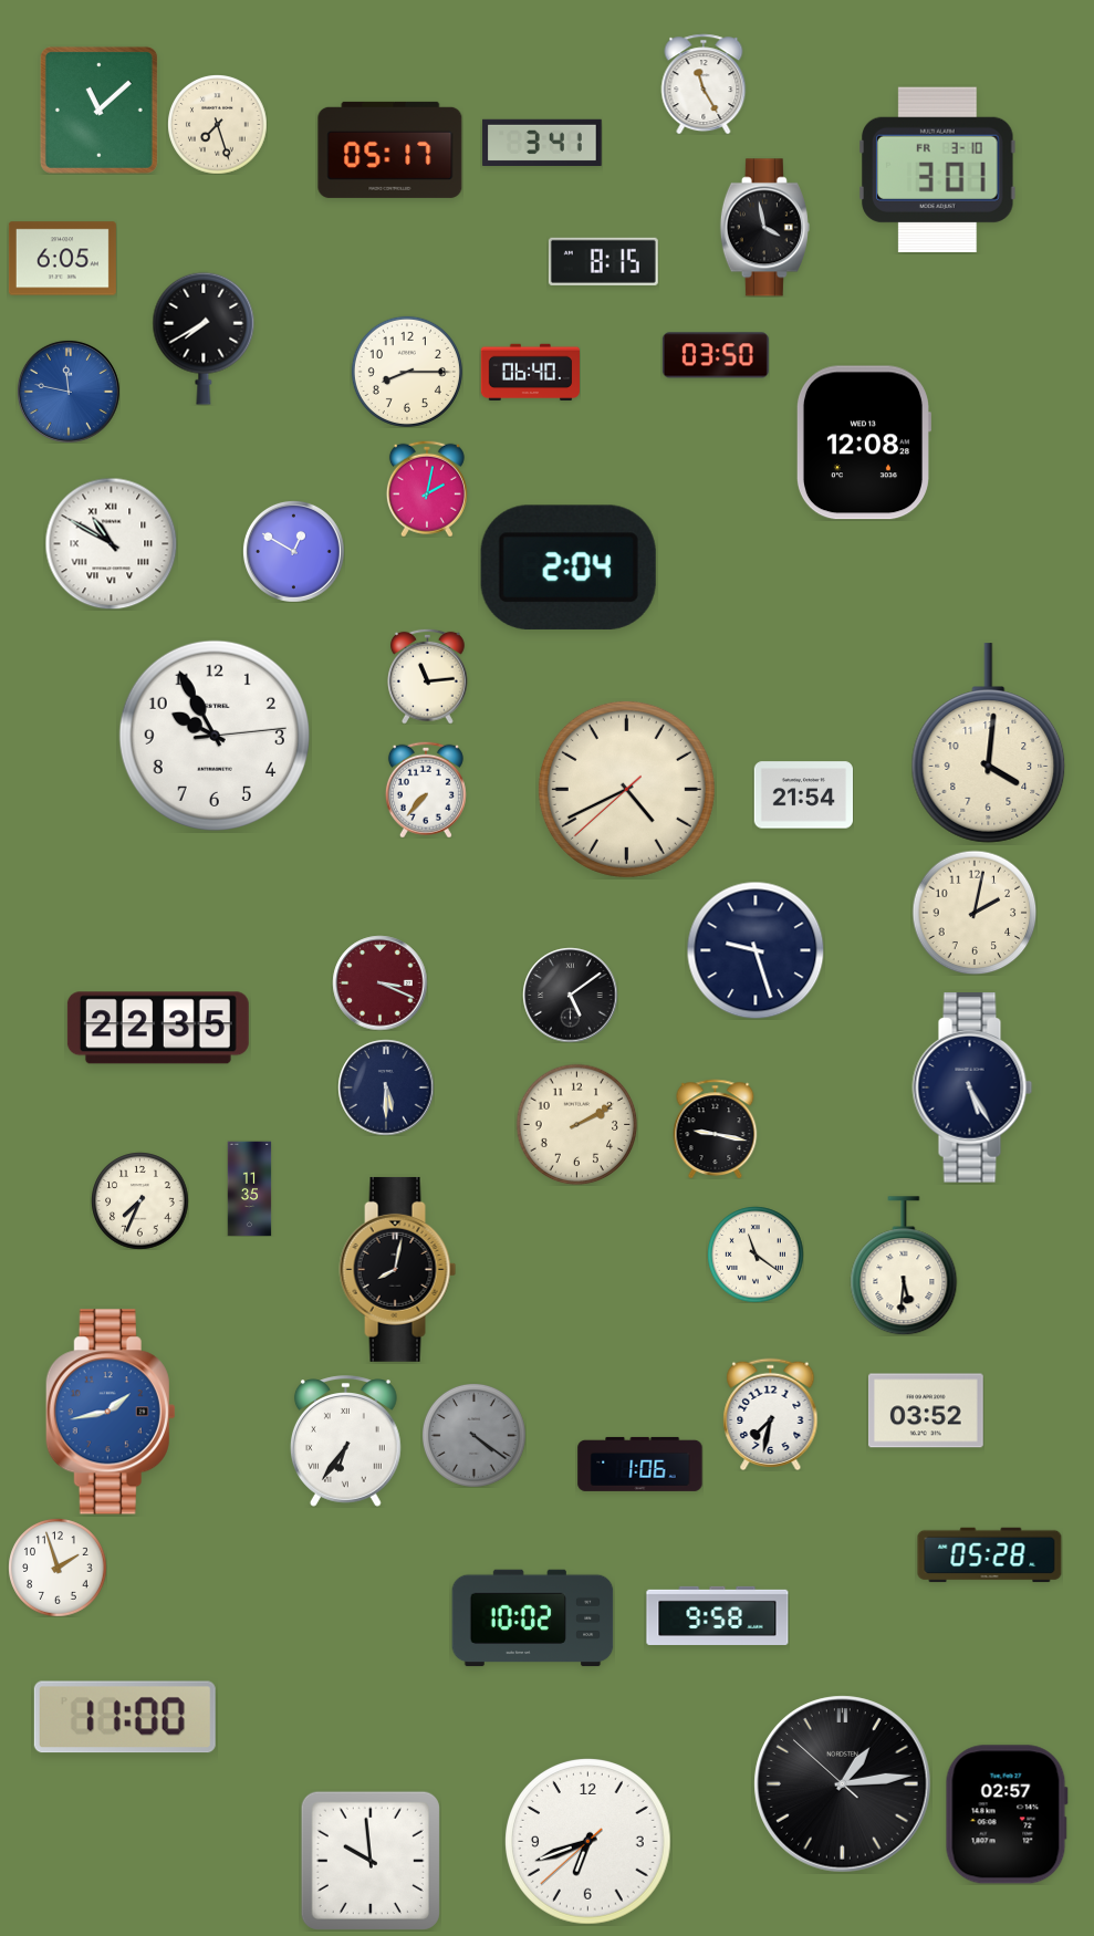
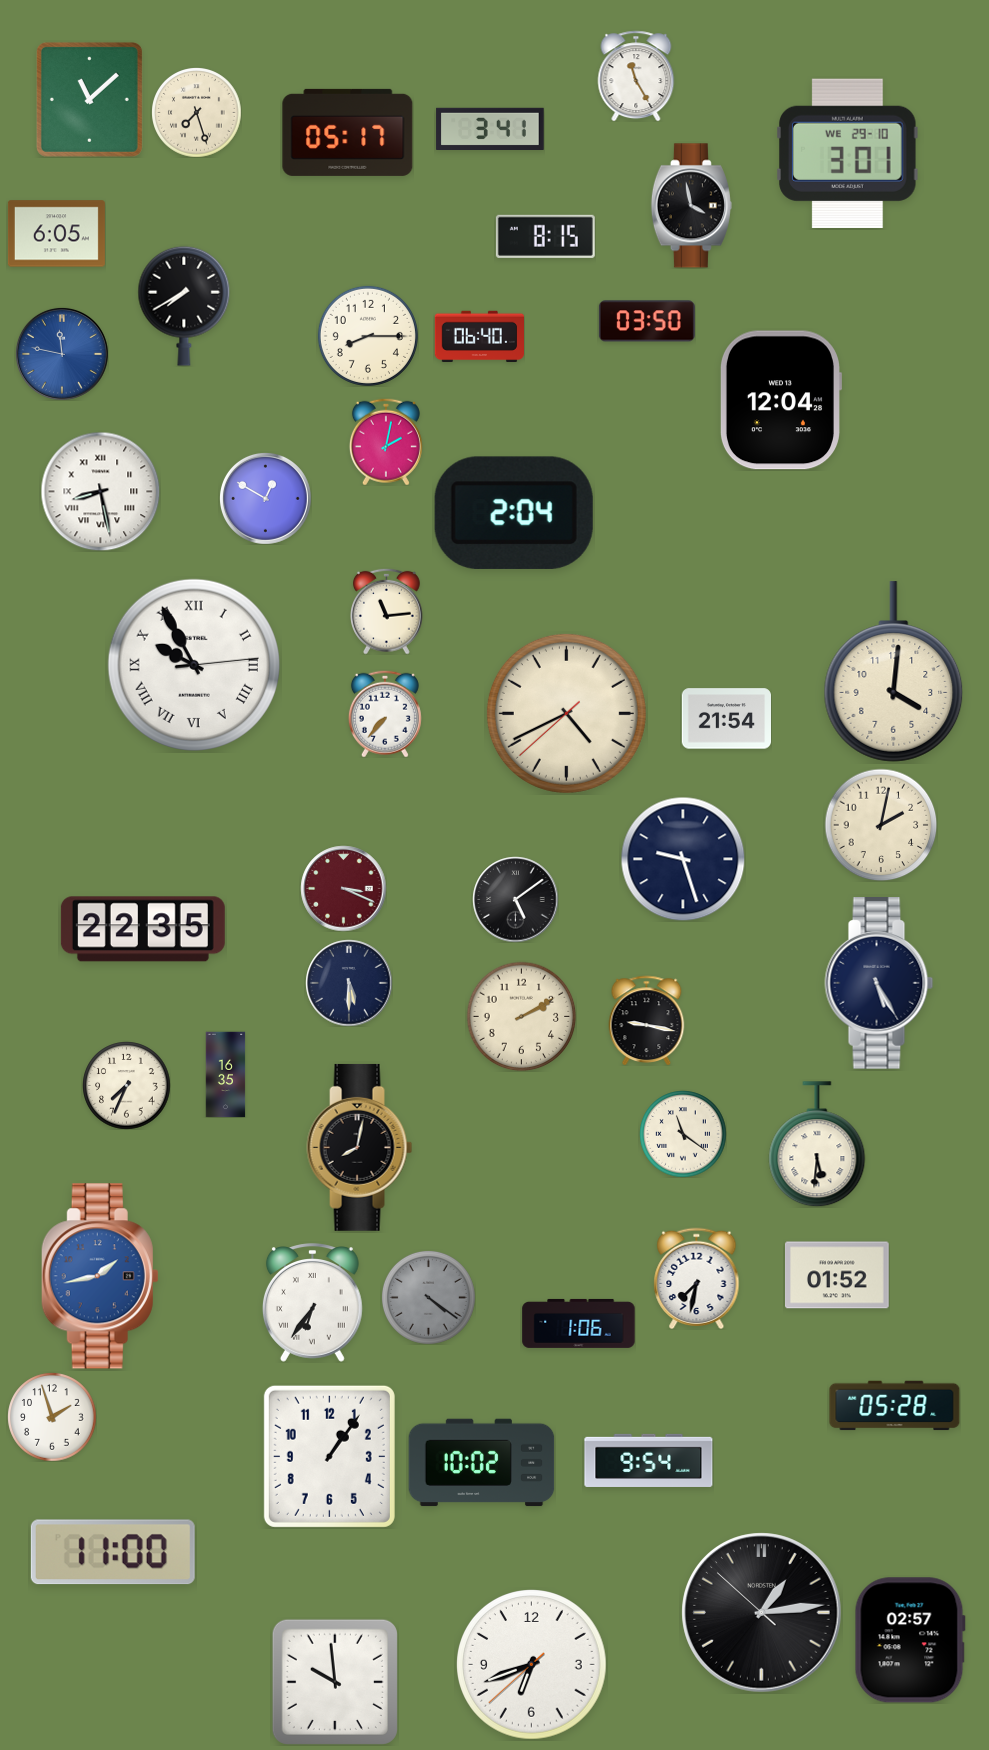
clock at (390, 149) position: (390, 149) -> (348, 132)
clock at (938, 169) date: FR 3-10 -> WE 29-10
clock at (863, 443): 12:08 -> 12:04
clock at (111, 543): 10:50 -> 8:28
clock at (215, 736) numerals: Arabic -> Roman
clock at (250, 1188): 11:35 -> 16:35
clock at (927, 1411): 03:52 -> 01:52
clock at (329, 1456): none -> 1:06
clock at (718, 1615): 9:58 -> 9:54
